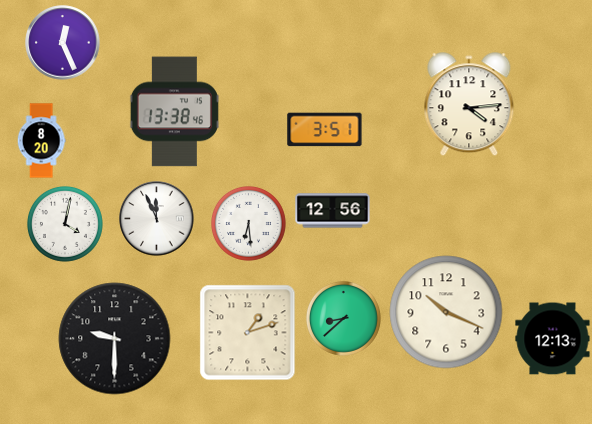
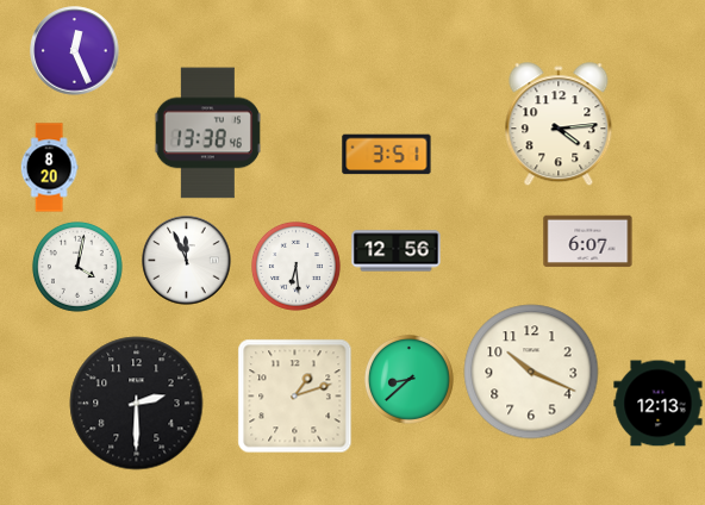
clock at (588, 242): none -> 6:07
clock at (115, 339): 9:30 -> 2:30
